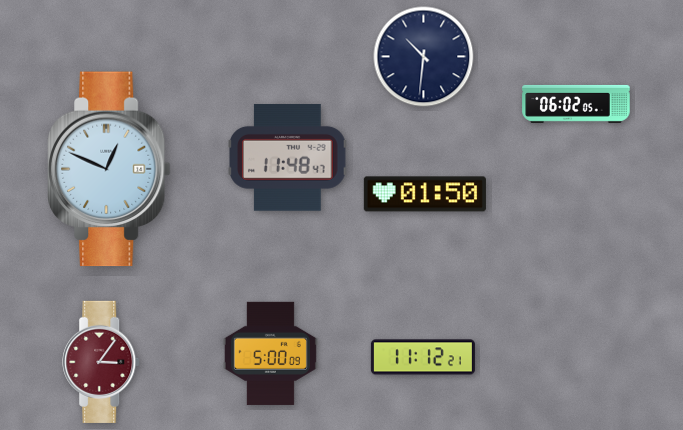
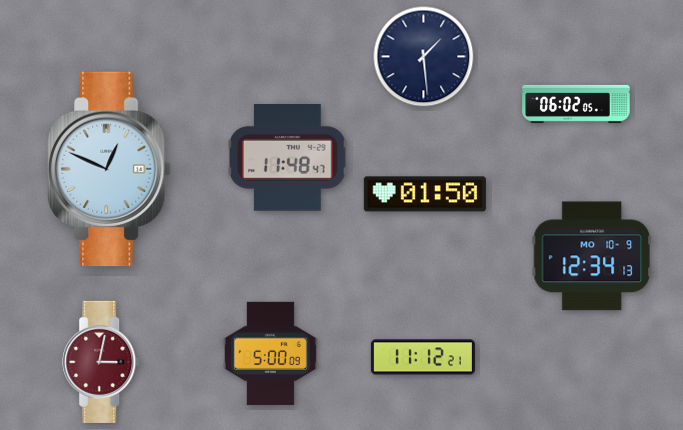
clock at (424, 57): 10:31 -> 1:29
clock at (591, 256): none -> 12:34
clock at (102, 362): 3:06 -> 3:02
